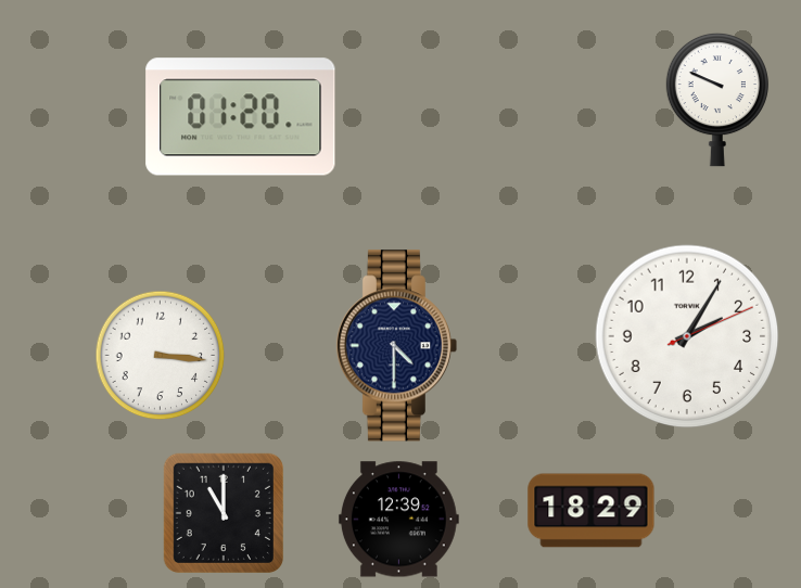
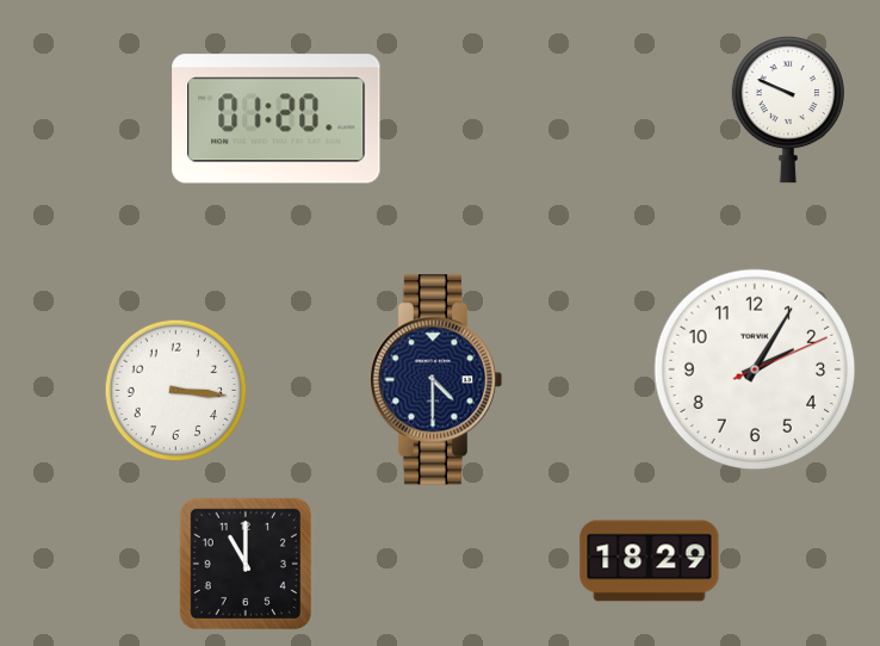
clock at (241, 117) position: (241, 117) -> (277, 119)
clock at (398, 520): 12:39 -> none
